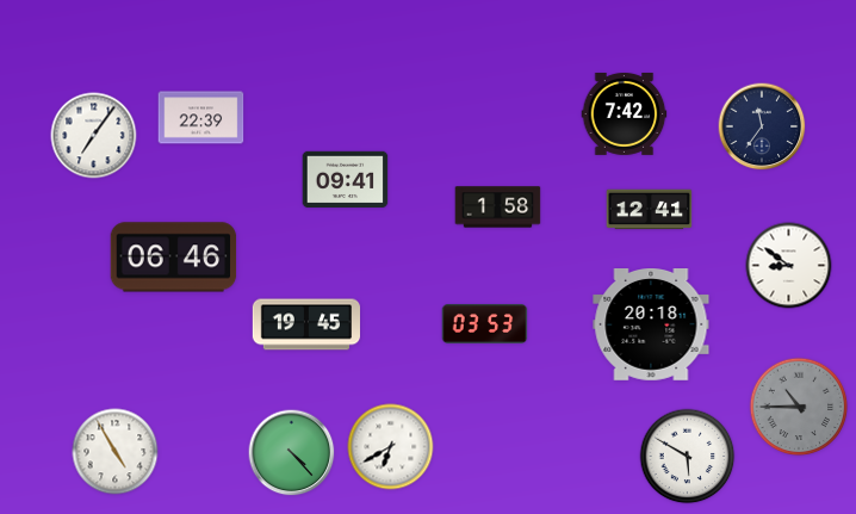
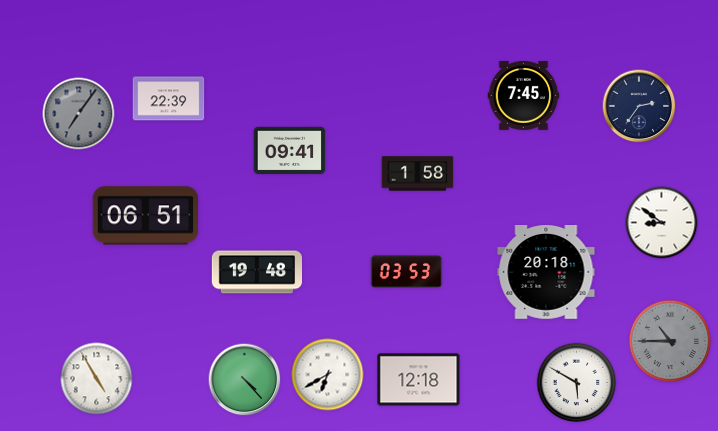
clock at (625, 113): 7:42 -> 7:45
clock at (762, 126): 11:36 -> 2:36
clock at (94, 136) dial: white -> grey
clock at (650, 210): 12:41 -> none
clock at (174, 258): 06:46 -> 06:51
clock at (305, 324): 19:45 -> 19:48
clock at (419, 380): none -> 12:18
